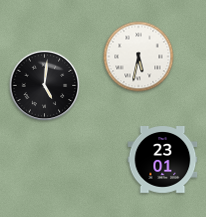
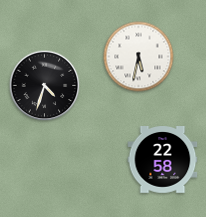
clock at (45, 86): 5:01 -> 4:33
clock at (163, 160): 23:01 -> 22:58
